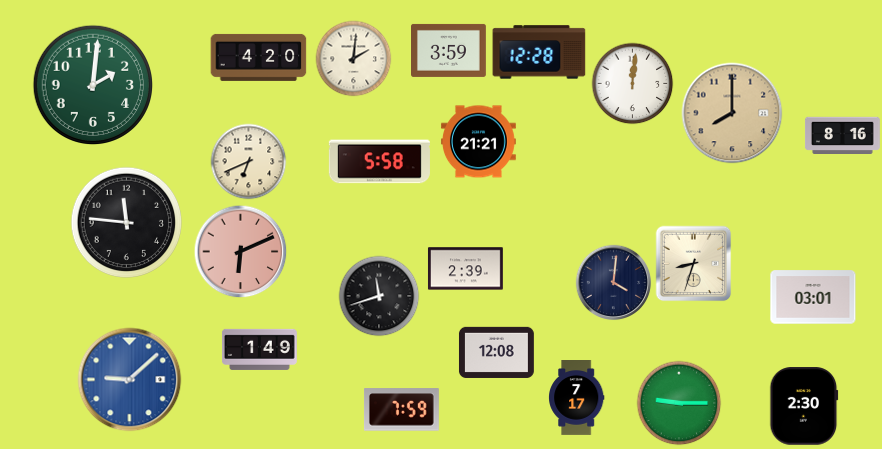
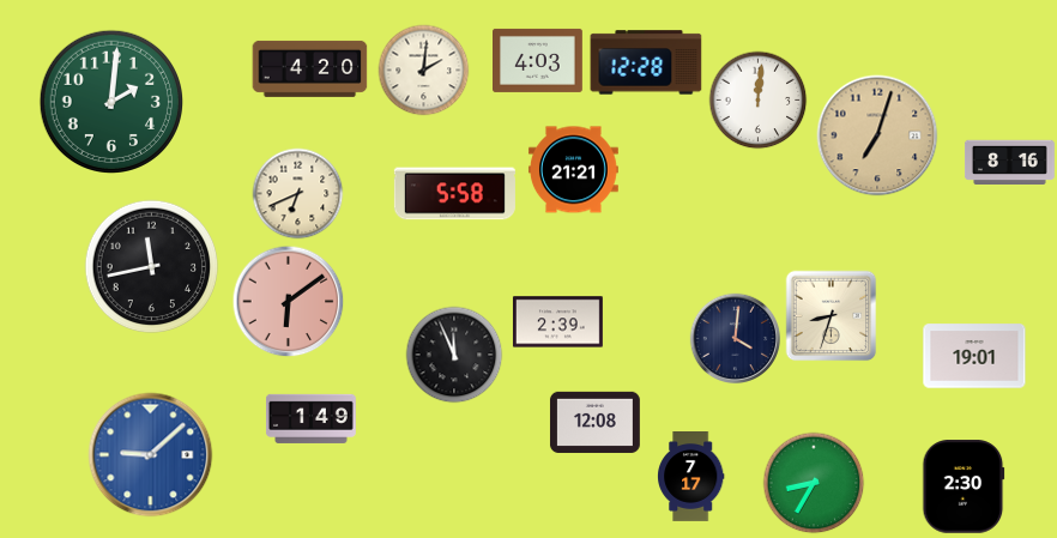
clock at (449, 50): 3:59 -> 4:03
clock at (732, 113): 8:00 -> 7:03
clock at (127, 223): 11:46 -> 11:43
clock at (241, 252): 6:11 -> 6:09
clock at (379, 296): 11:42 -> 11:56
clock at (813, 297): 03:01 -> 19:01
clock at (130, 380) position: (130, 380) -> (151, 455)
clock at (679, 403): 9:15 -> 8:35
clock at (401, 410): 7:59 -> none
